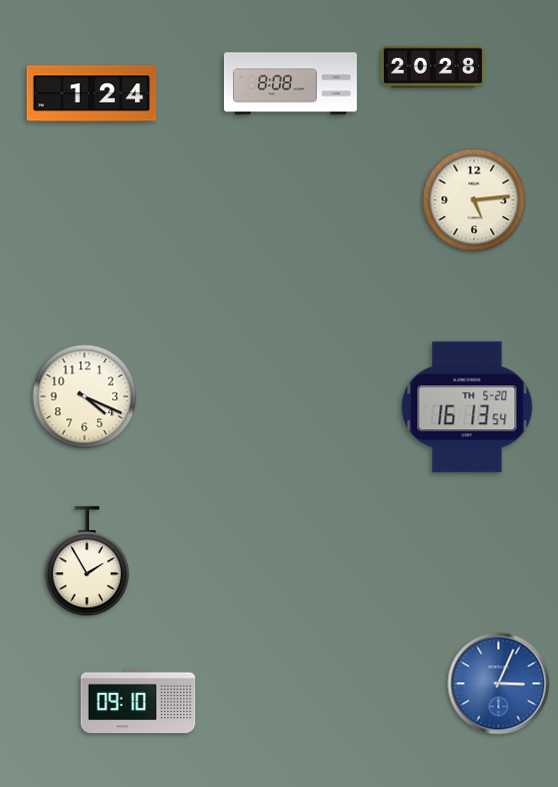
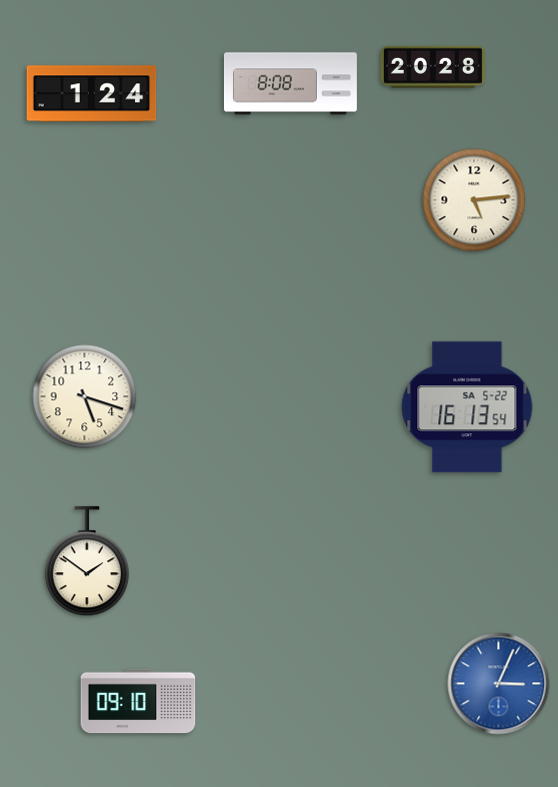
clock at (85, 397): 4:19 -> 5:18
clock at (467, 407) date: TH 5-20 -> SA 5-22
clock at (87, 562): 1:55 -> 1:51
